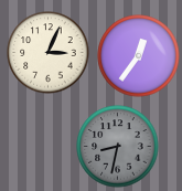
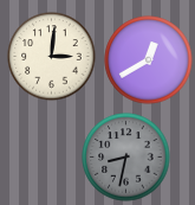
clock at (49, 53): 3:04 -> 3:01
clock at (139, 56): 12:36 -> 12:40
